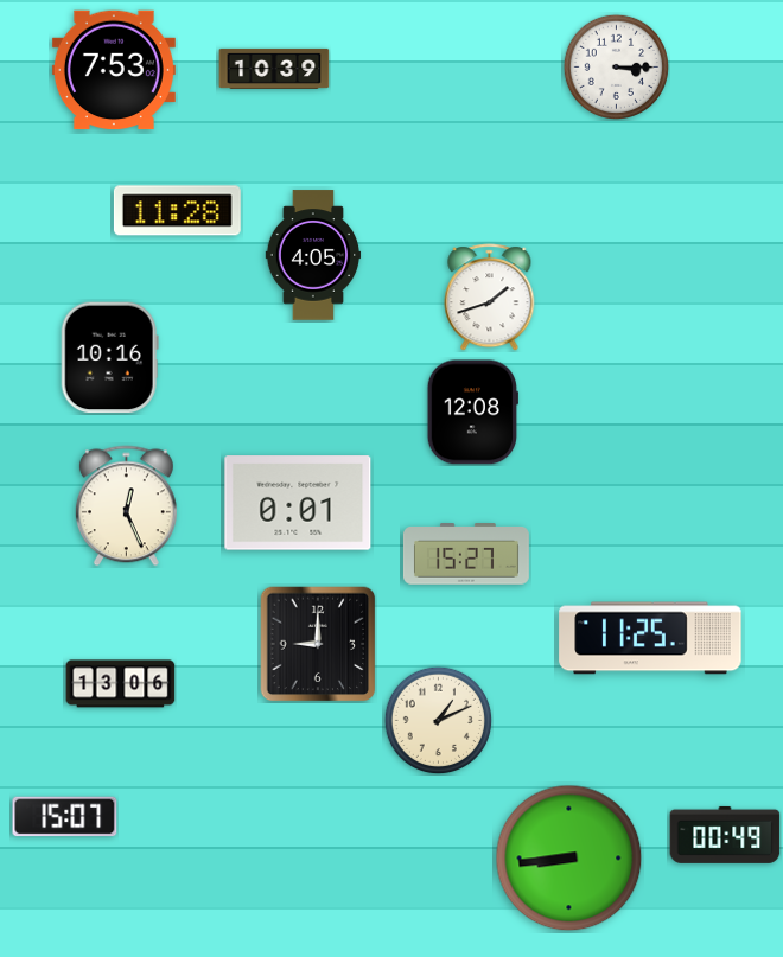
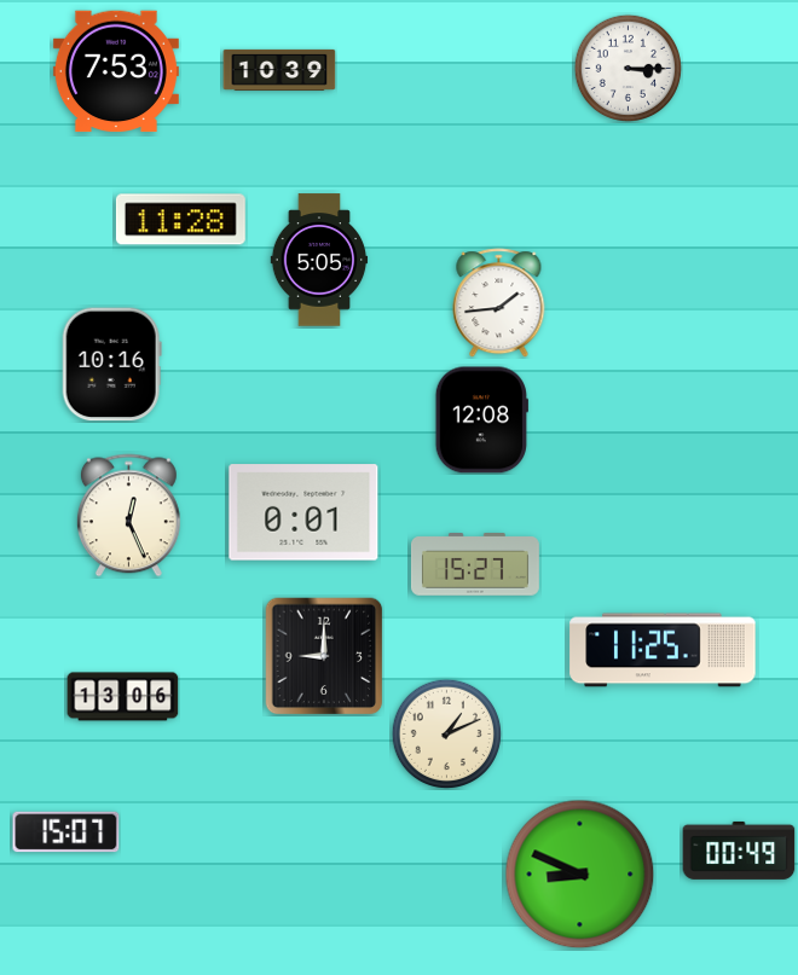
clock at (177, 211) position: (177, 211) -> (180, 220)
clock at (313, 255): 4:05 -> 5:05
clock at (490, 298): 1:42 -> 1:44
clock at (569, 859): 8:44 -> 8:49
